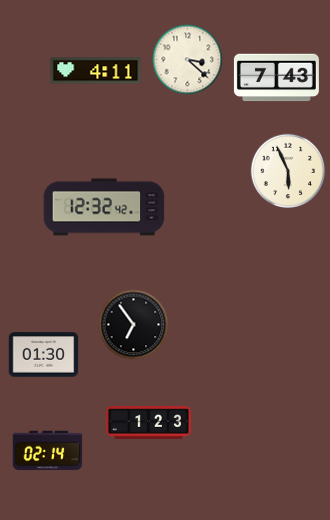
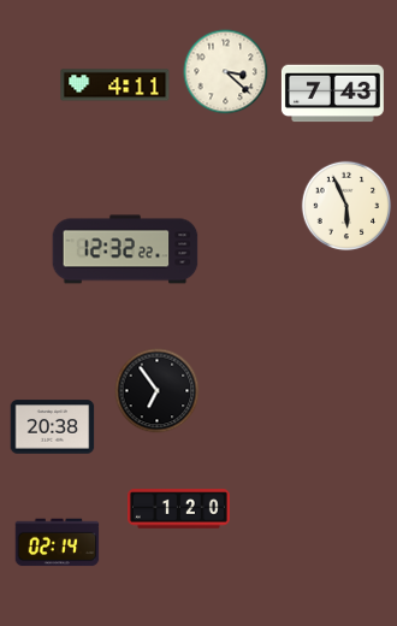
clock at (104, 207): 12:32:42 -> 12:32:22
clock at (134, 325) position: (134, 325) -> (158, 391)
clock at (44, 355): 01:30 -> 20:38
clock at (148, 423): 1:23 -> 1:20
